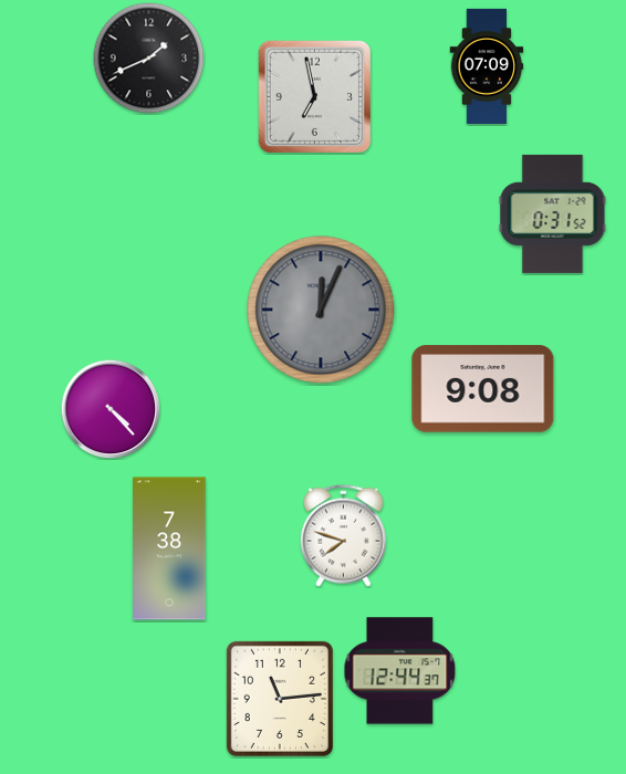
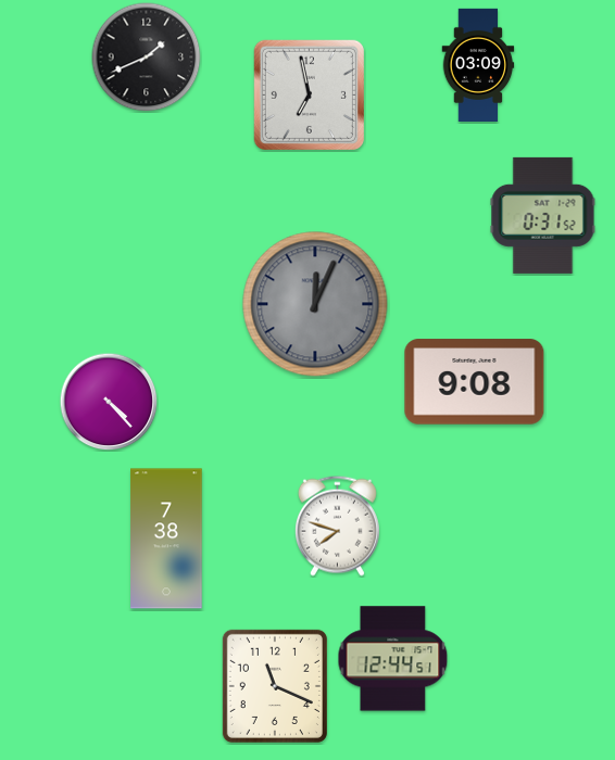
clock at (487, 65): 07:09 -> 03:09
clock at (553, 213) position: (553, 213) -> (543, 215)
clock at (400, 671): 12:44:37 -> 12:44:51
clock at (280, 699): 11:14 -> 11:19
